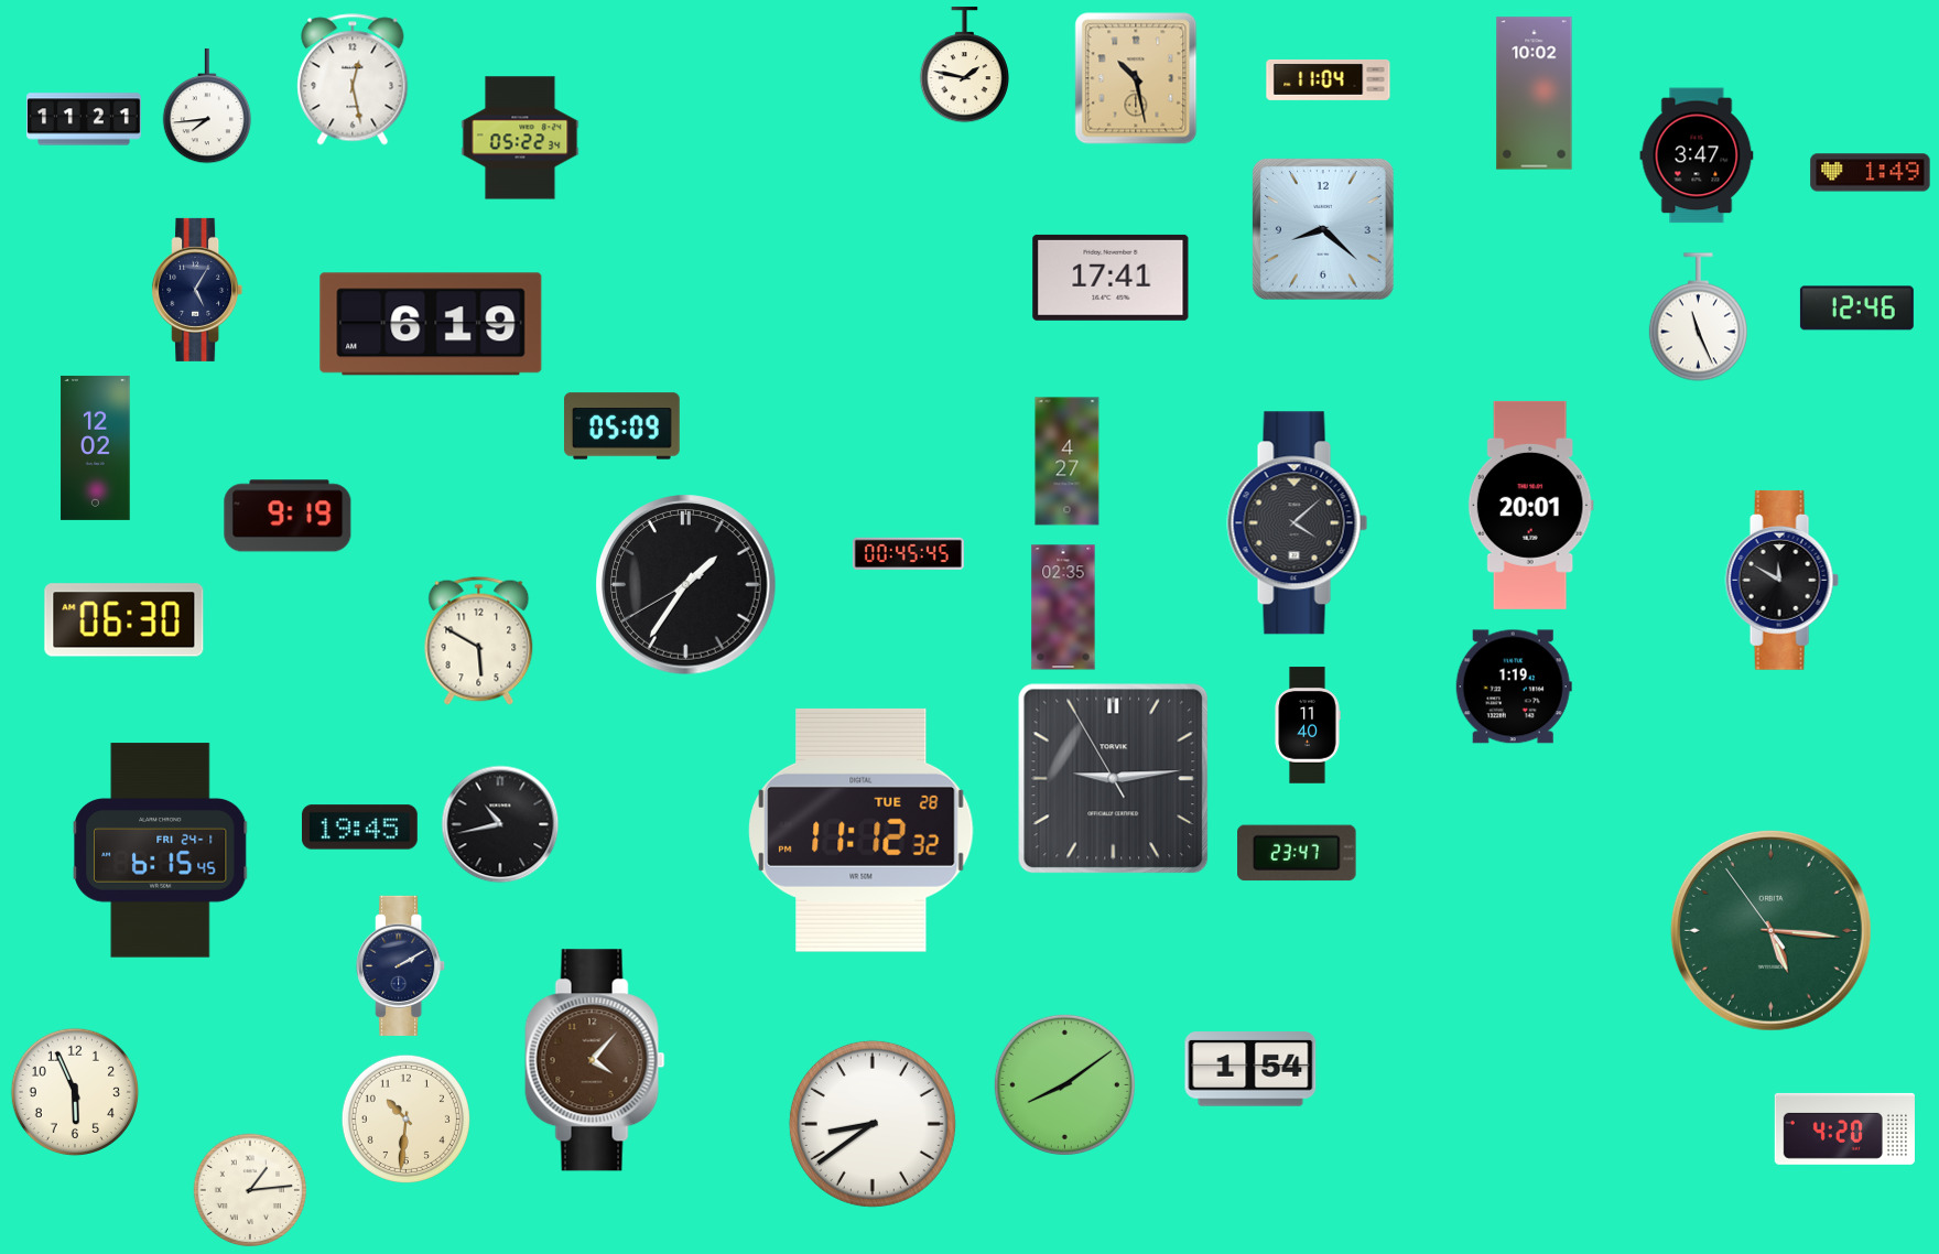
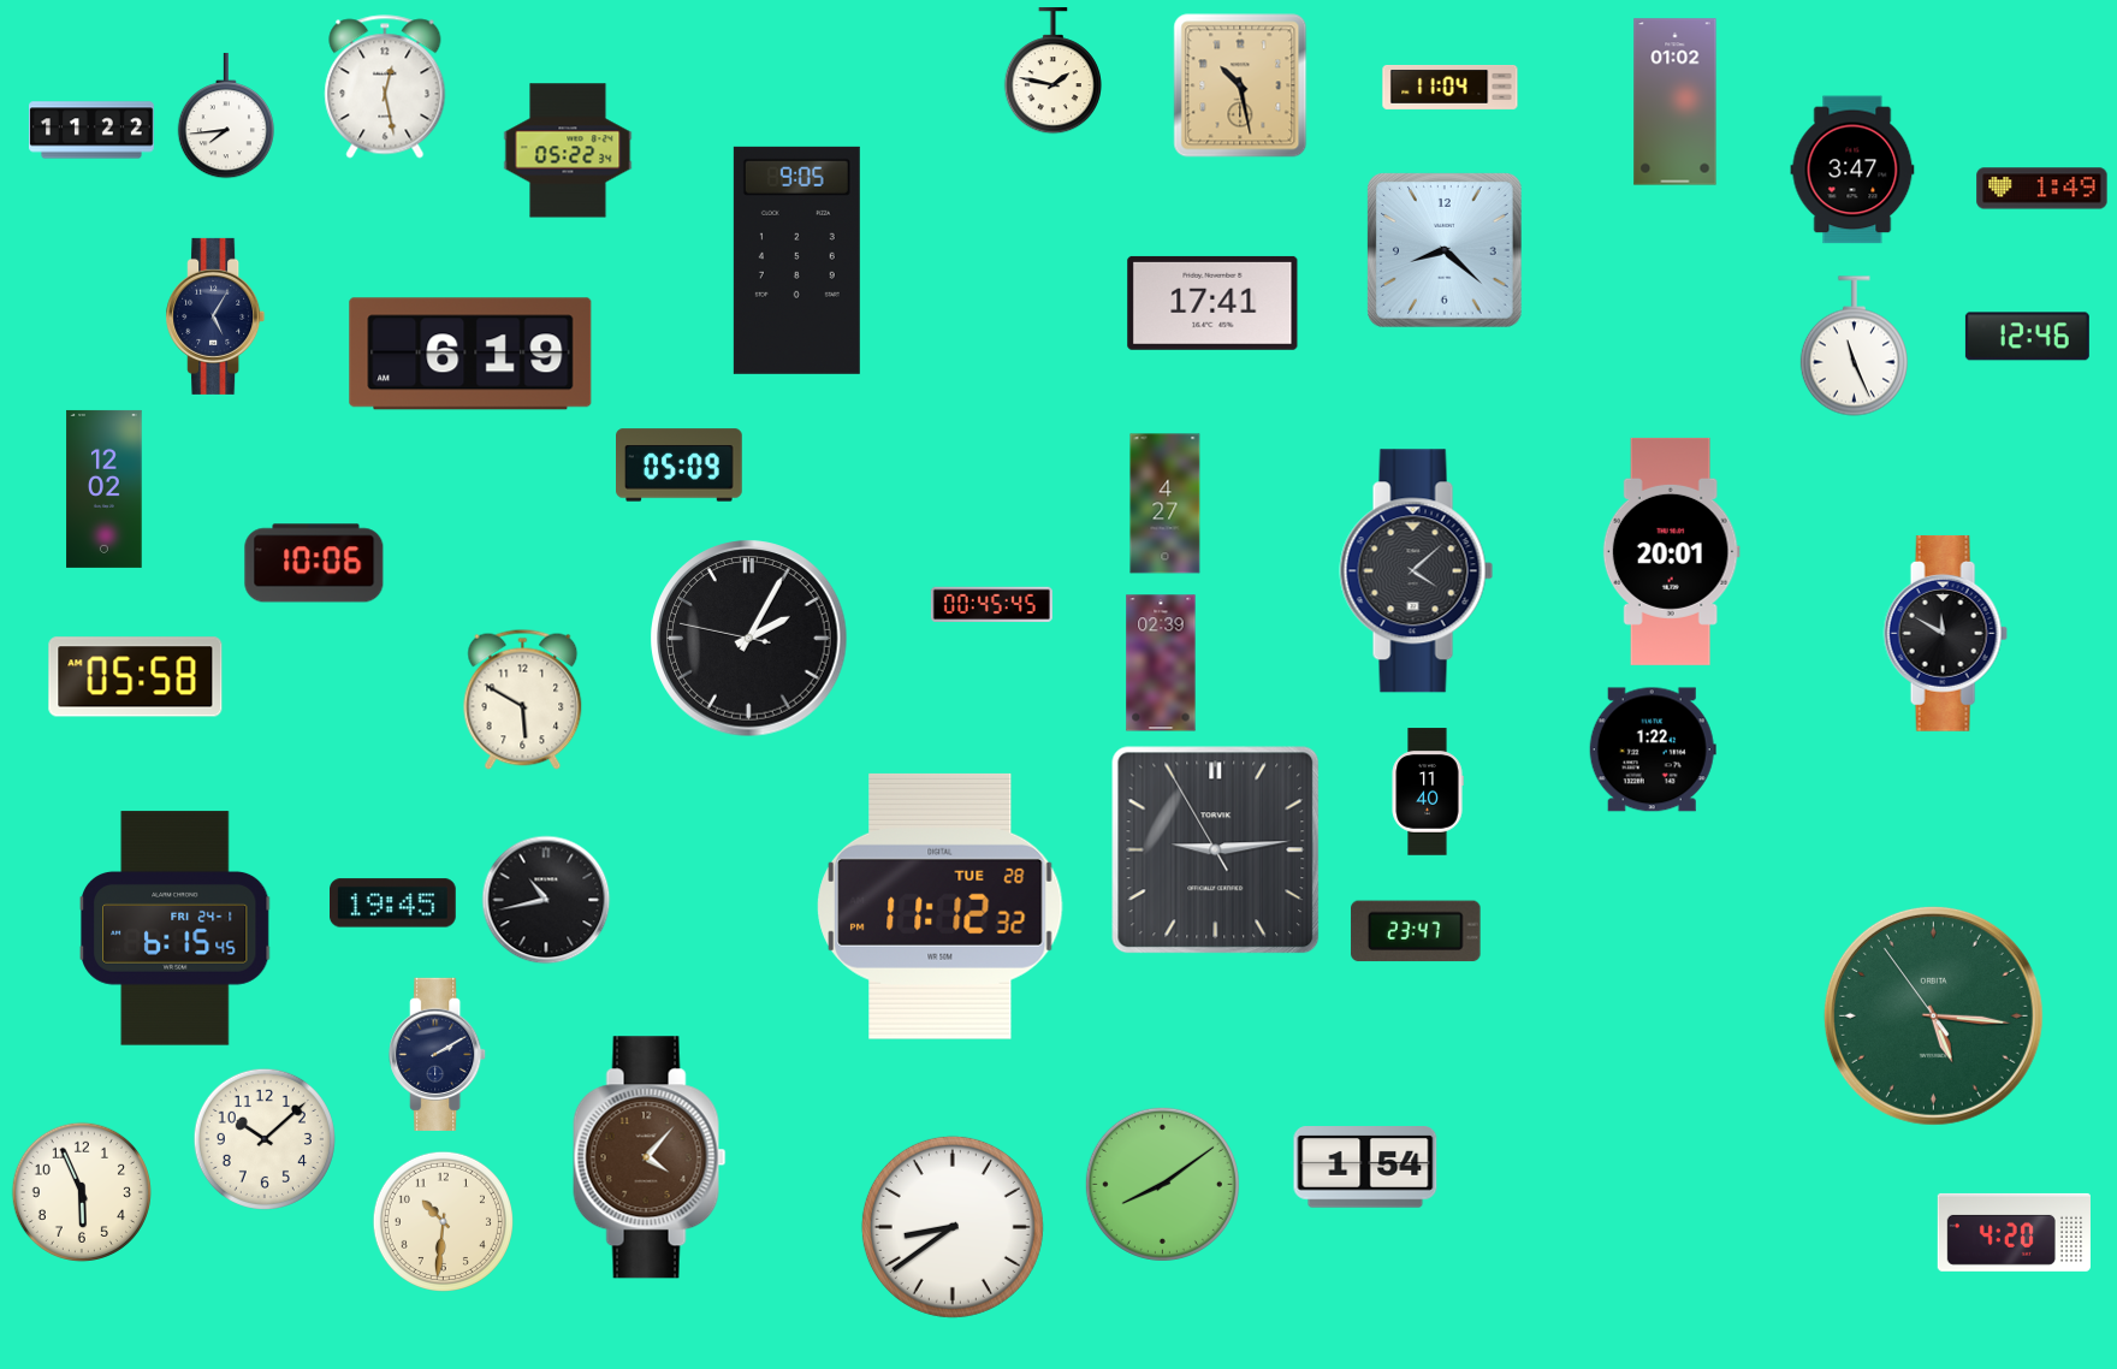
clock at (1535, 94): 10:02 -> 01:02
clock at (85, 119): 11:21 -> 11:22
clock at (796, 260): none -> 9:05
clock at (288, 516): 9:19 -> 10:06
clock at (686, 585): 1:35 -> 2:04
clock at (1063, 607): 02:35 -> 02:39
clock at (124, 620): 06:30 -> 05:58
clock at (1514, 687): 1:19 -> 1:22
clock at (265, 1139): none -> 10:08
clock at (250, 1190): 1:14 -> none
